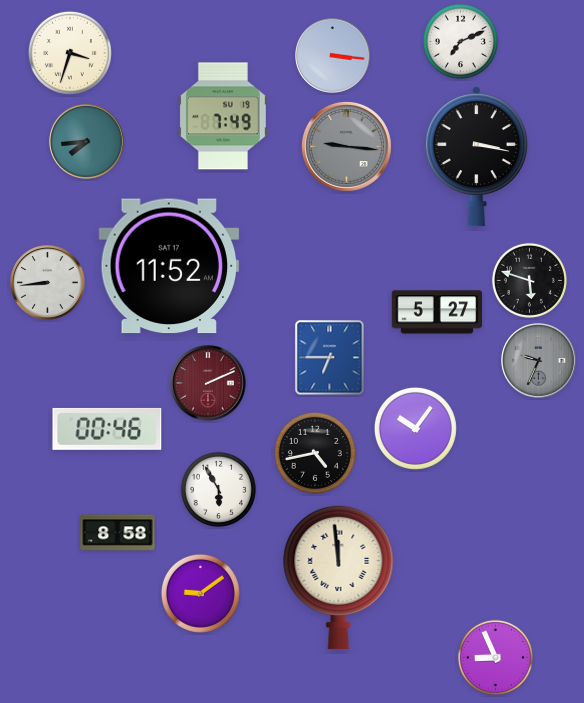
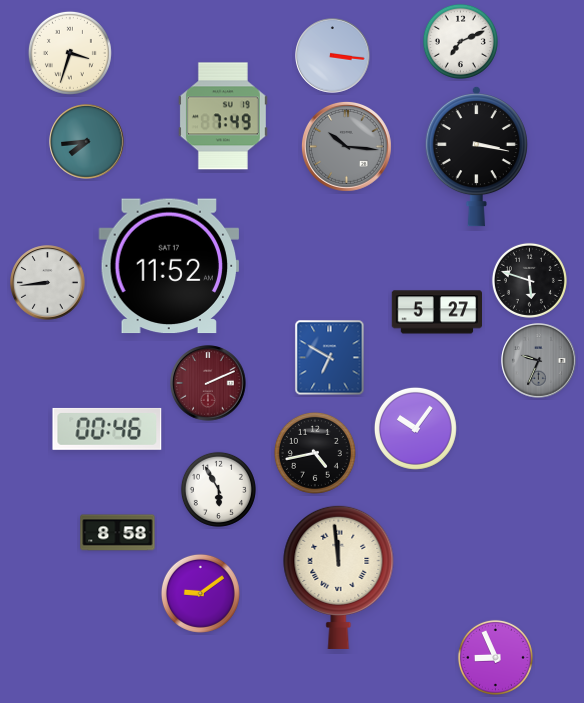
clock at (346, 146): 9:16 -> 10:16
clock at (330, 358): 6:45 -> 6:50
